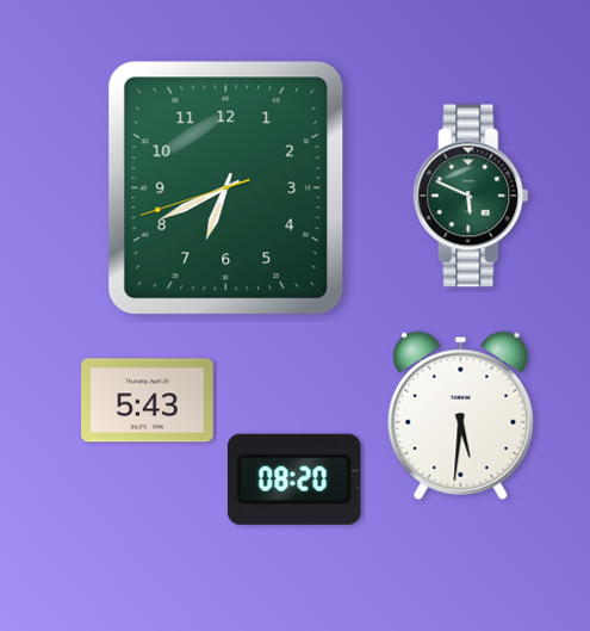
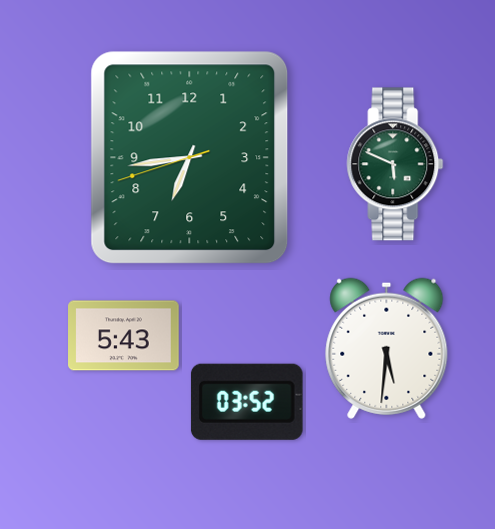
clock at (226, 188): 6:40 -> 6:43
clock at (294, 480): 08:20 -> 03:52
